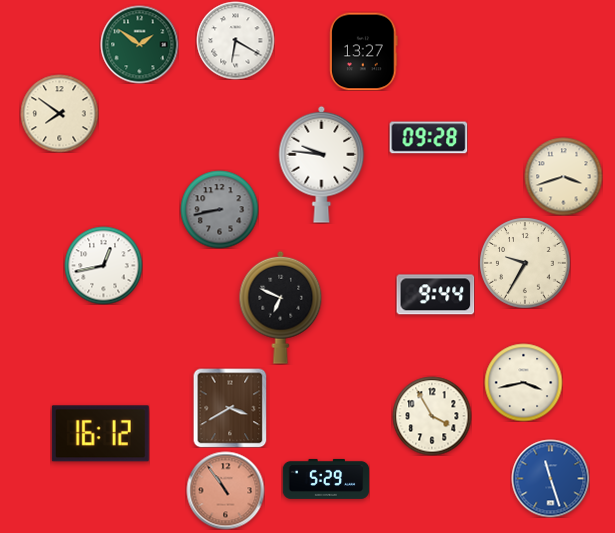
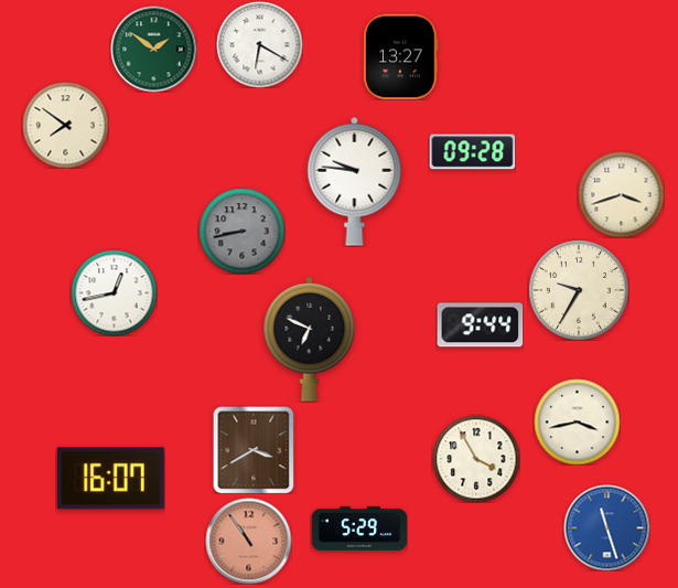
clock at (100, 434): 16:12 -> 16:07
